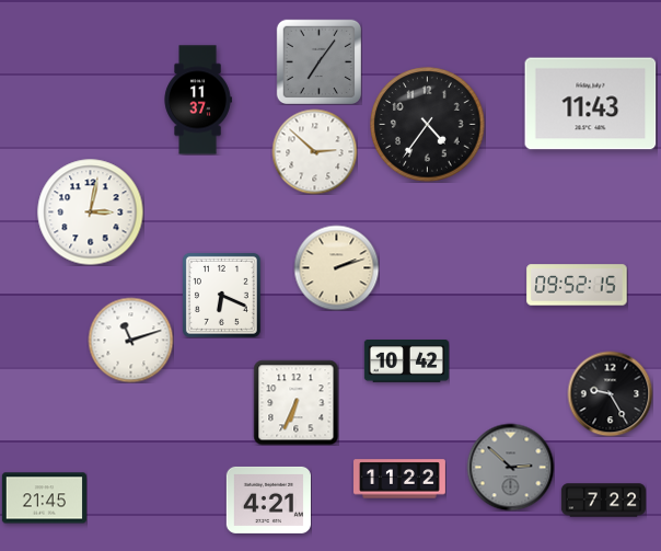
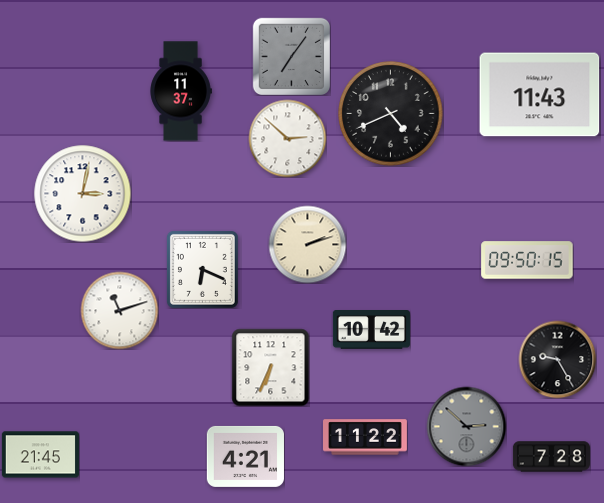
clock at (428, 125): 4:36 -> 4:41
clock at (577, 285): 09:52 -> 09:50
clock at (603, 501): 7:22 -> 7:28
